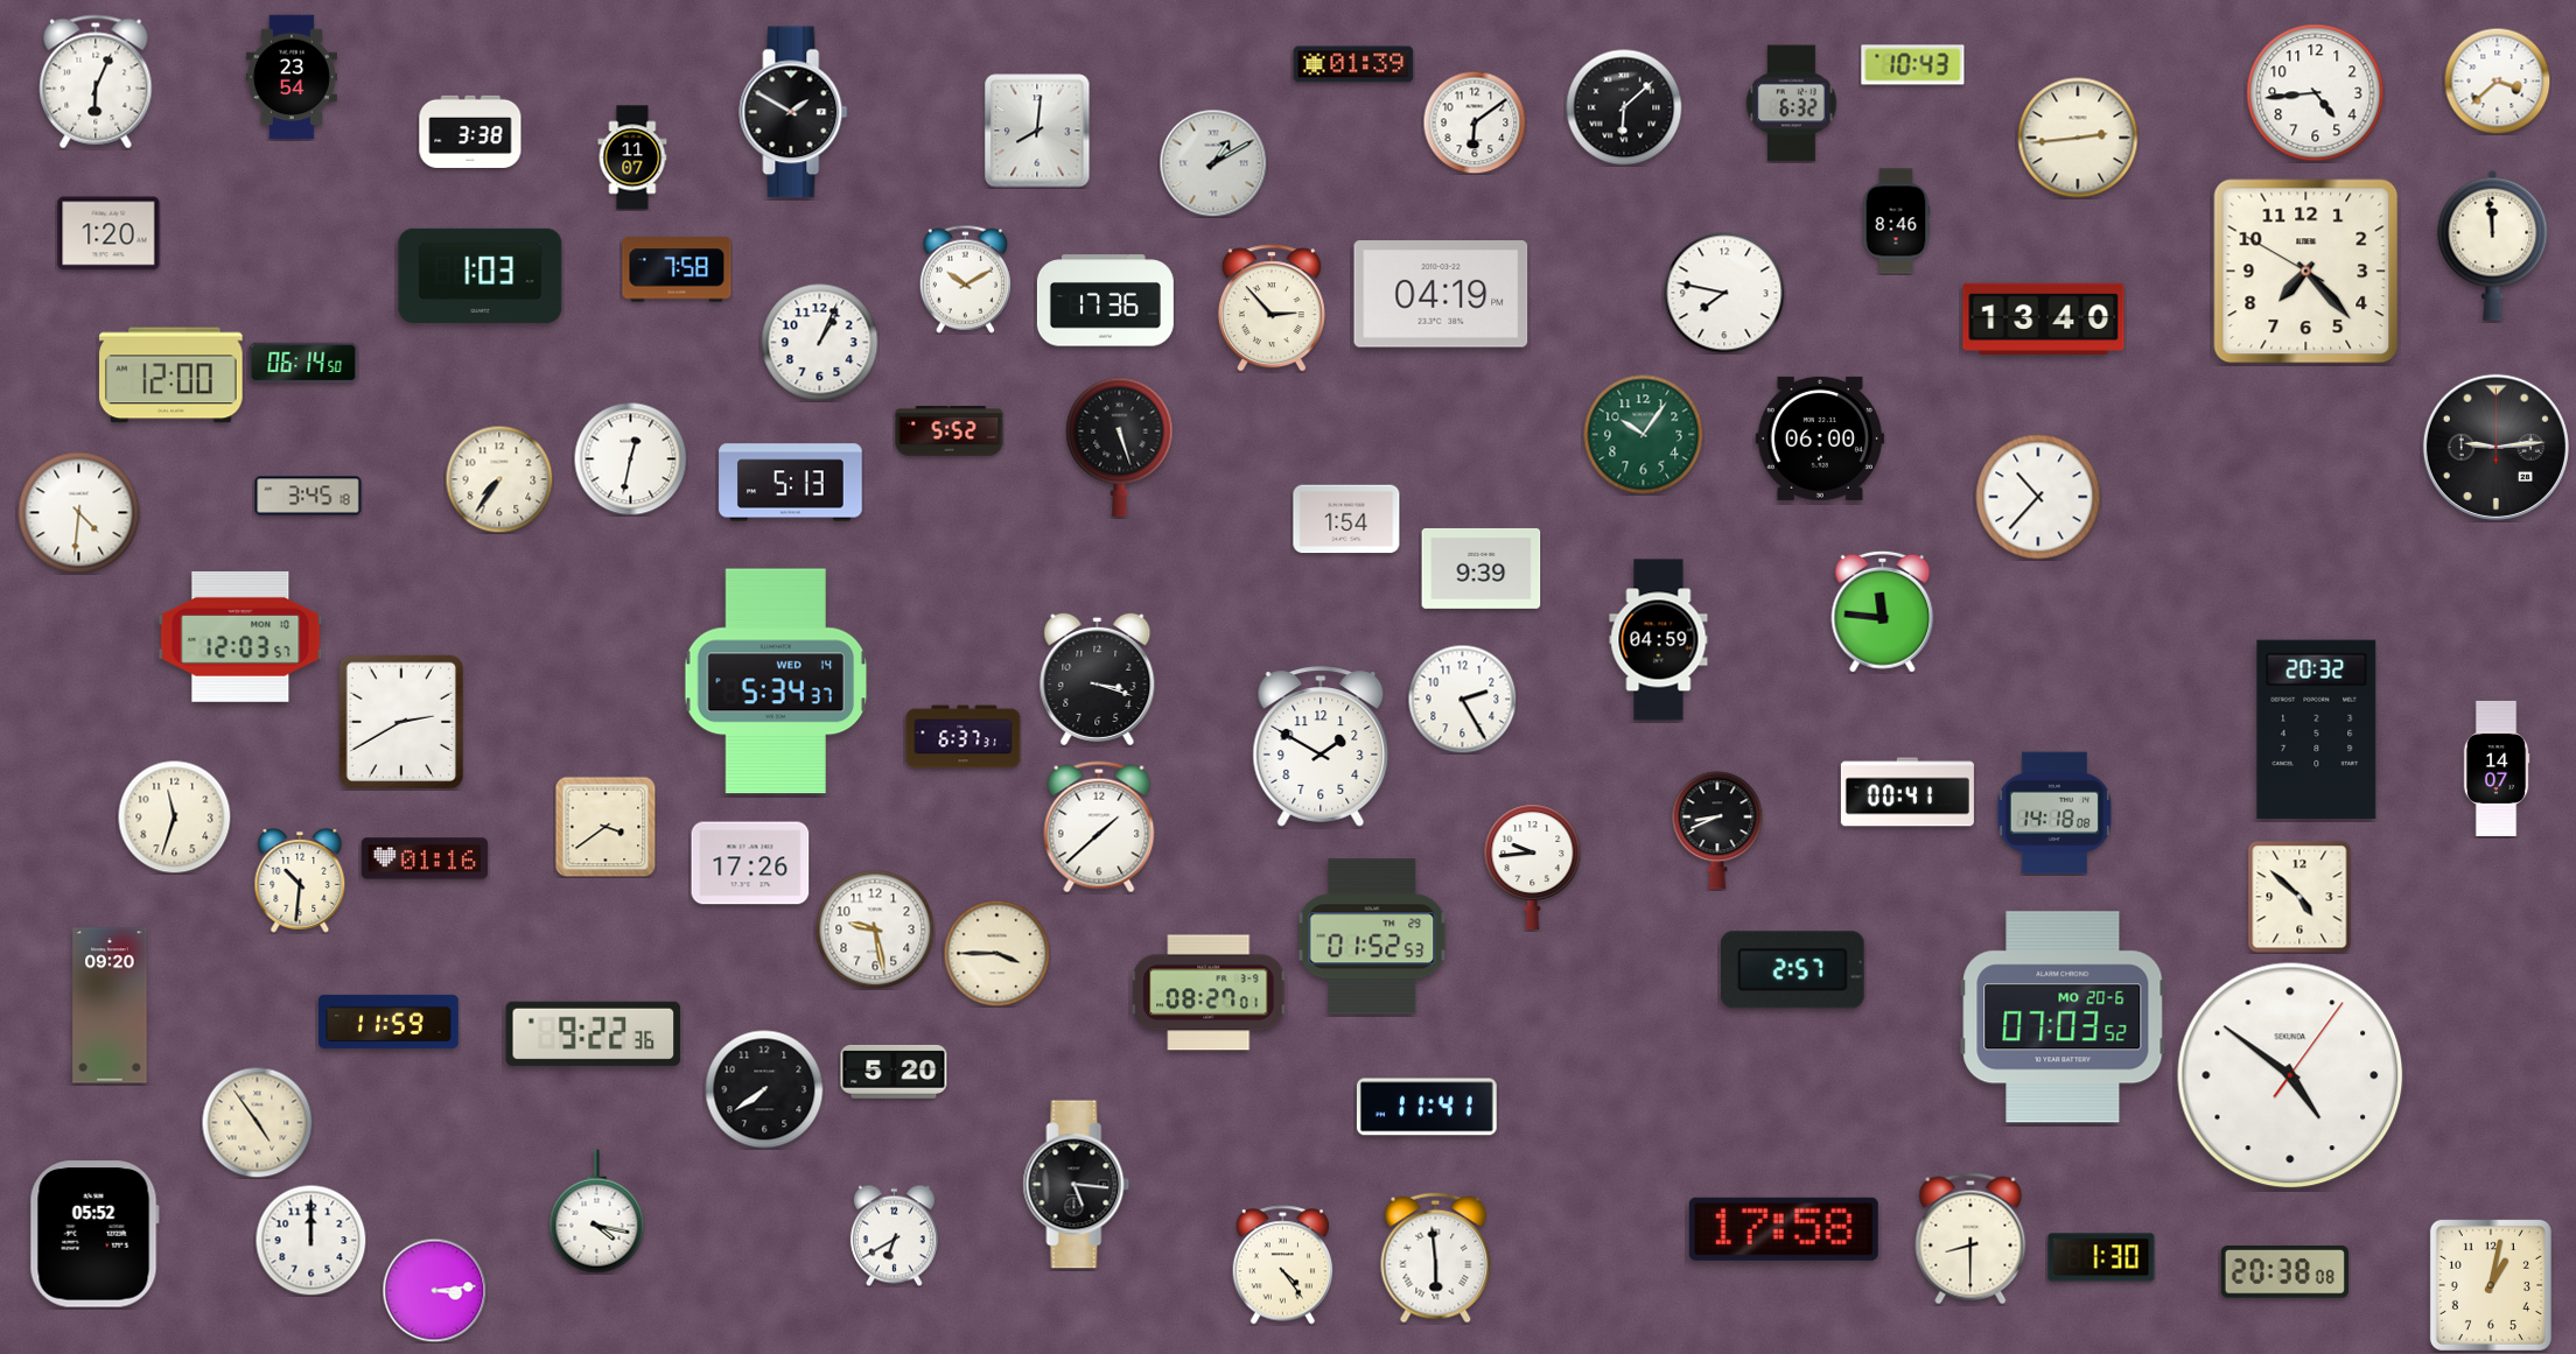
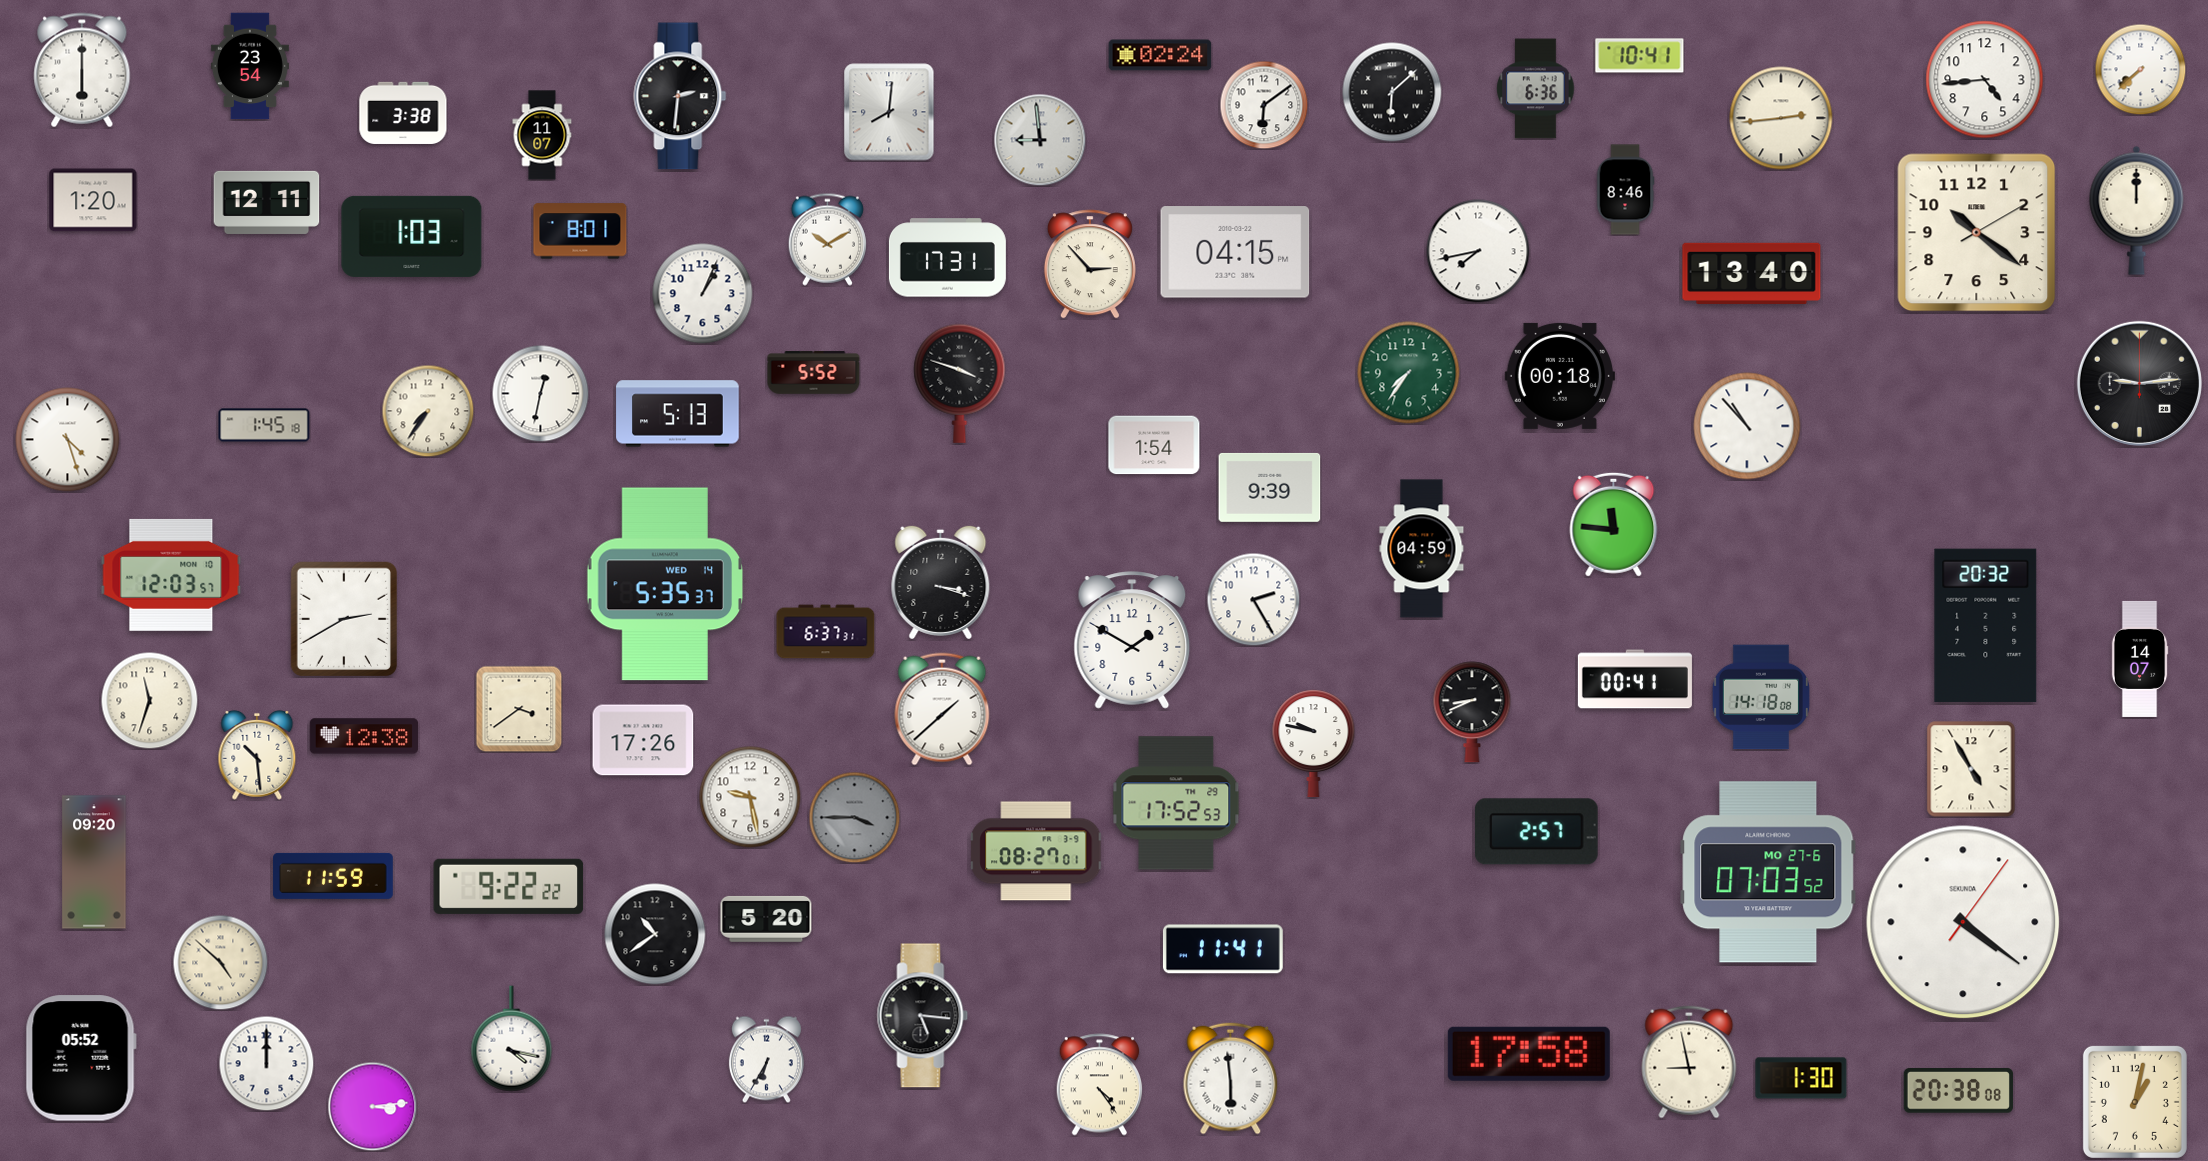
clock at (1353, 64): 01:39 -> 02:24
clock at (1913, 65): 10:43 -> 10:41
clock at (2497, 80): 3:38 -> 7:38
clock at (96, 82): 6:04 -> 6:00
clock at (1792, 104): 6:32 -> 6:36
clock at (793, 112): 1:50 -> 2:31
clock at (1213, 163): 1:10 -> 8:59
clock at (267, 202): none -> 12:11
clock at (2493, 245): 11:59 -> 12:00
clock at (677, 269): 7:58 -> 8:01
clock at (2306, 272): 7:22 -> 10:21
clock at (1724, 293): 7:47 -> 7:43
clock at (1441, 294): 04:19 -> 04:15
clock at (1105, 301): 17:36 -> 17:31
clock at (303, 363): 06:14 -> none
clock at (171, 376): 12:00 -> none
clock at (950, 432) position: (950, 432) -> (814, 373)
clock at (1644, 435): 10:06 -> 7:36
clock at (1820, 439): 06:00 -> 00:18
clock at (1120, 447): 5:27 -> 3:48
clock at (308, 496): 3:45 -> 1:45
clock at (2038, 497): 10:37 -> 10:53
clock at (79, 513): 4:31 -> 4:27
clock at (240, 637) position: (240, 637) -> (171, 575)
clock at (776, 681): 5:34 -> 5:35
clock at (425, 858): 01:16 -> 12:38
clock at (1533, 868): 9:44 -> 9:47
clock at (300, 881): 10:31 -> 10:29
clock at (2299, 897): 4:52 -> 4:55
clock at (1372, 936): 01:52 -> 17:52
clock at (996, 953) dial: cream -> grey
clock at (2063, 1017) date: MO 20-6 -> MO 27-6
clock at (594, 1033): 9:22:36 -> 9:22:22
clock at (2290, 1075): 4:51 -> 4:21
clock at (764, 1089): 7:39 -> 10:39
clock at (257, 1122): 4:54 -> 4:52
clock at (894, 1235): 6:40 -> 6:35
clock at (1971, 1239): 8:30 -> 8:58
